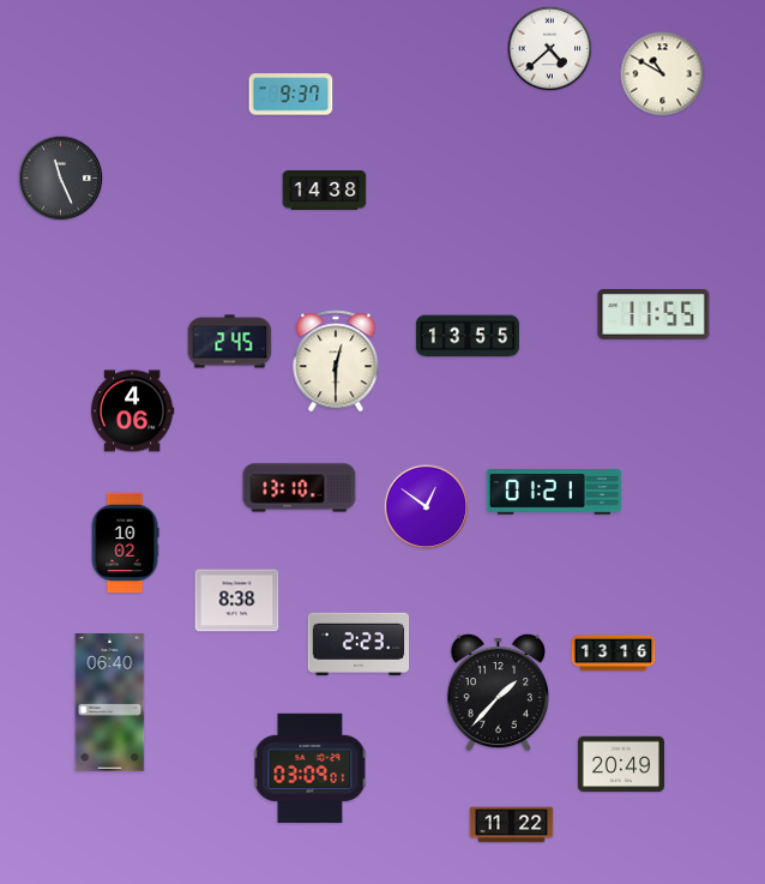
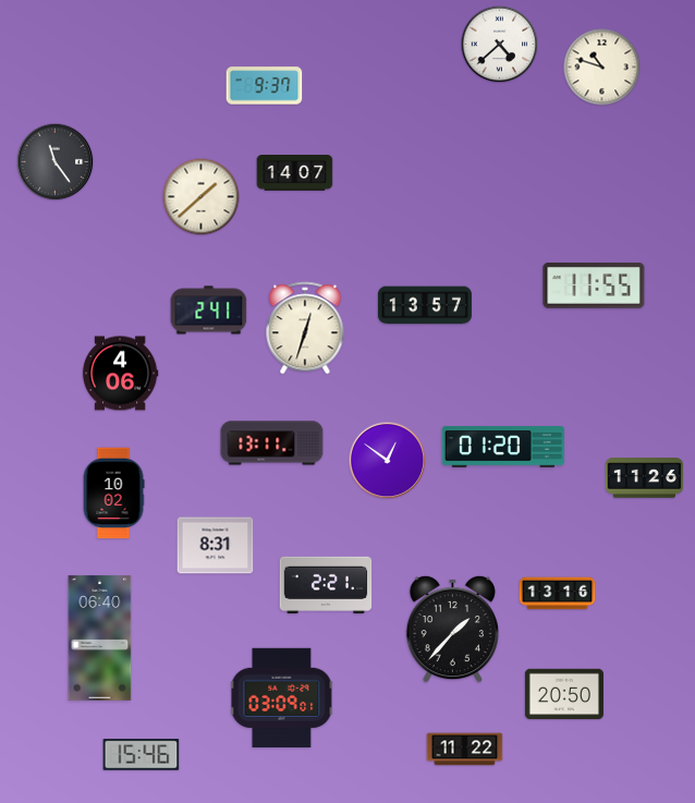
clock at (663, 74): 10:50 -> 10:48
clock at (61, 179): 11:26 -> 11:24
clock at (325, 191): 14:38 -> 14:07
clock at (202, 197): none -> 1:38
clock at (468, 336): 13:55 -> 13:57
clock at (230, 342): 2:45 -> 2:41
clock at (336, 361): 12:30 -> 12:33
clock at (300, 488): 13:10 -> 13:11
clock at (554, 492): 01:21 -> 01:20
clock at (645, 478): none -> 11:26
clock at (237, 601): 8:38 -> 8:31
clock at (359, 643): 2:23 -> 2:21
clock at (620, 764): 20:49 -> 20:50
clock at (142, 755): none -> 15:46
